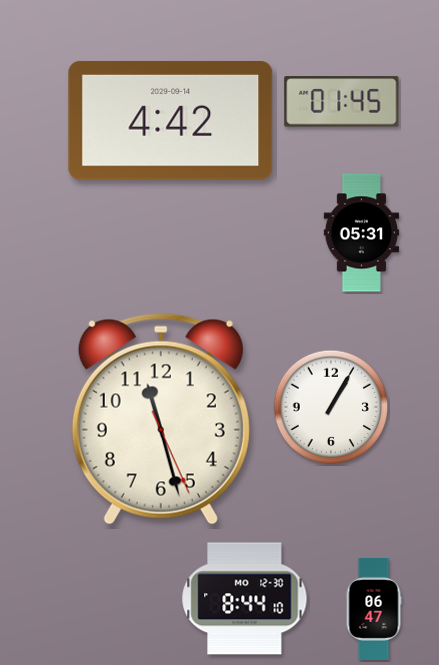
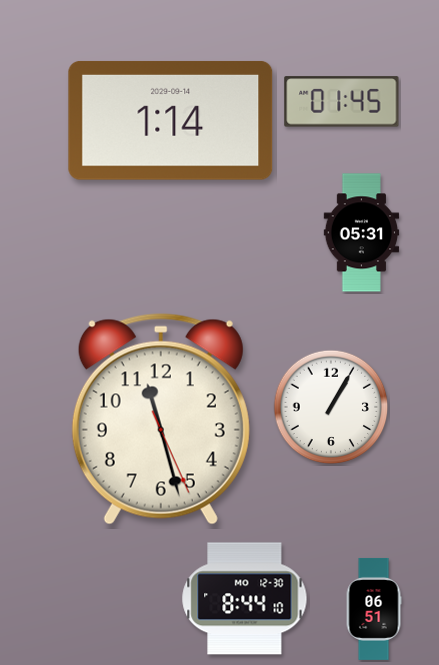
clock at (171, 120): 4:42 -> 1:14
clock at (374, 609): 06:47 -> 06:51
